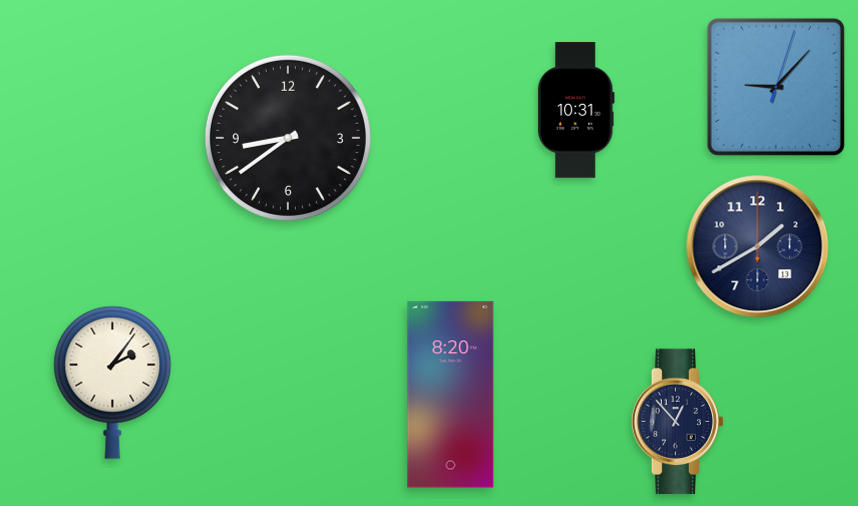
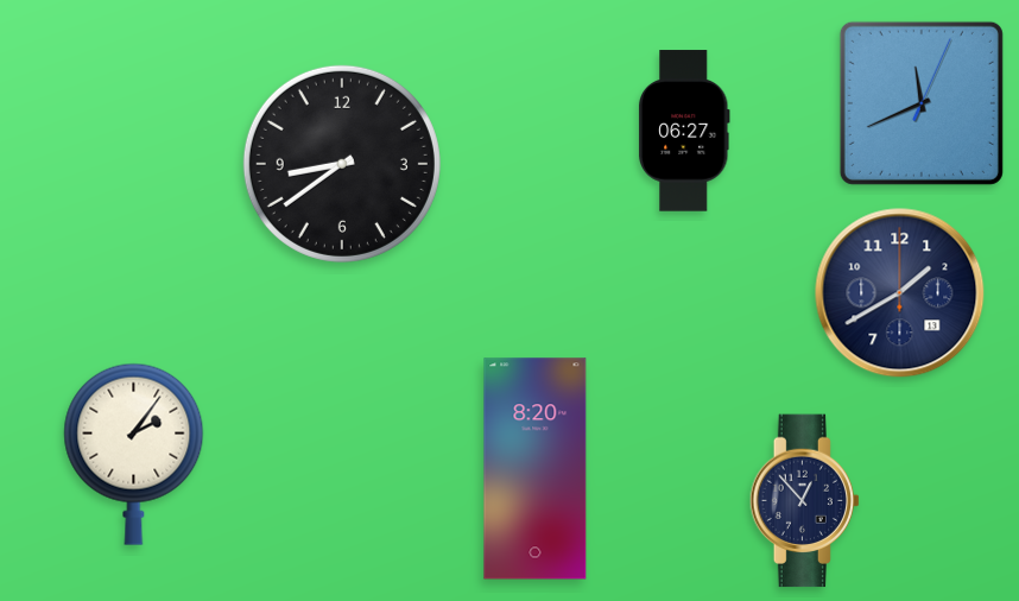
clock at (776, 87): 9:07 -> 11:41
clock at (576, 110): 10:31 -> 06:27
